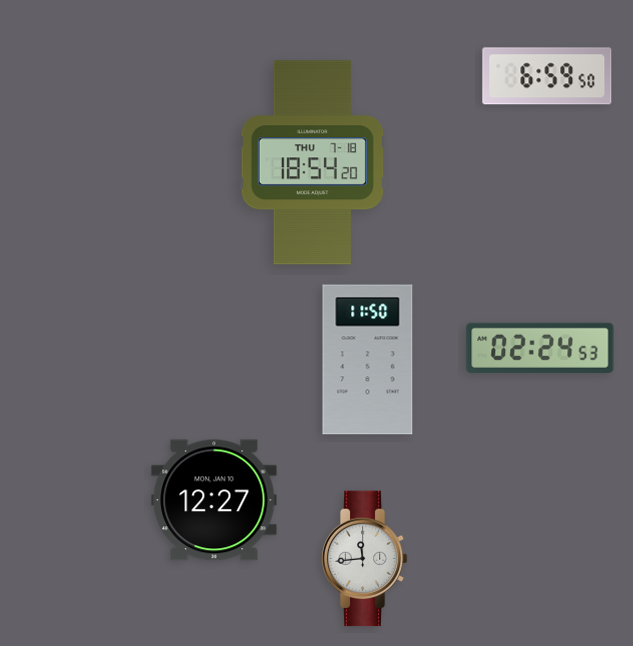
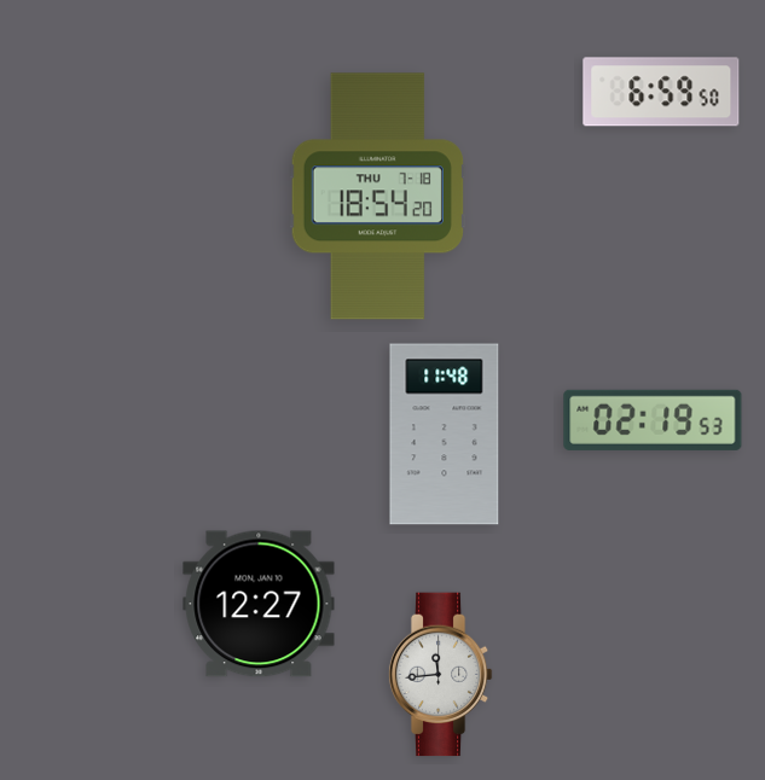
clock at (540, 348): 02:24 -> 02:19
clock at (368, 360): 11:50 -> 11:48
